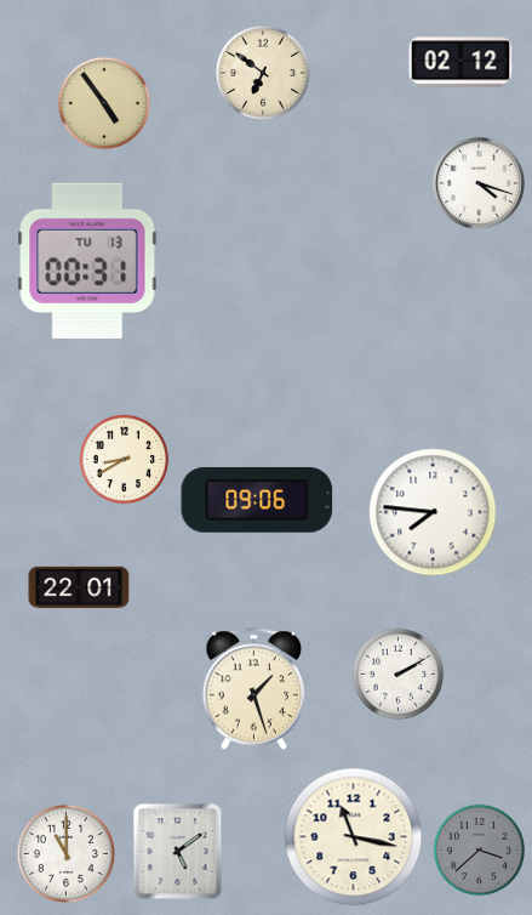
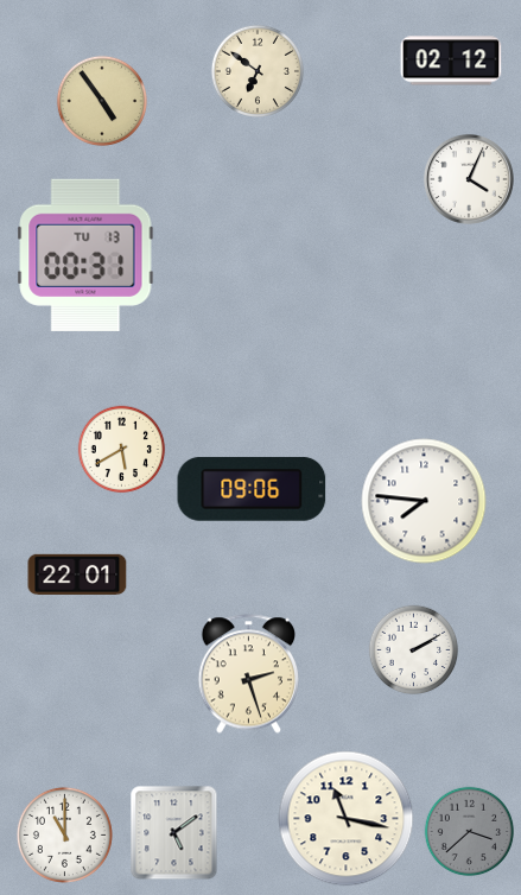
clock at (479, 183): 4:18 -> 4:04
clock at (125, 460): 8:40 -> 5:40
clock at (399, 675) position: (399, 675) -> (414, 650)
clock at (254, 689): 1:27 -> 2:27
